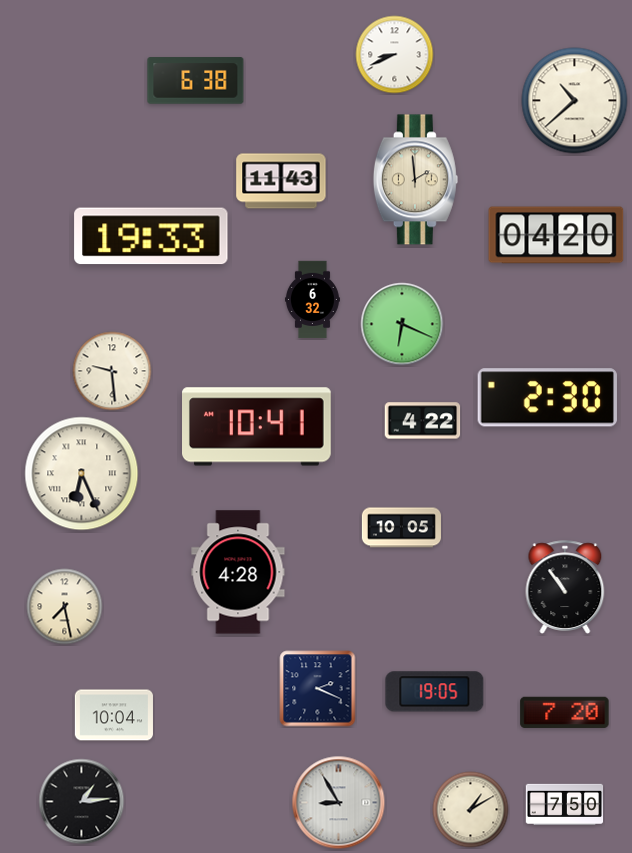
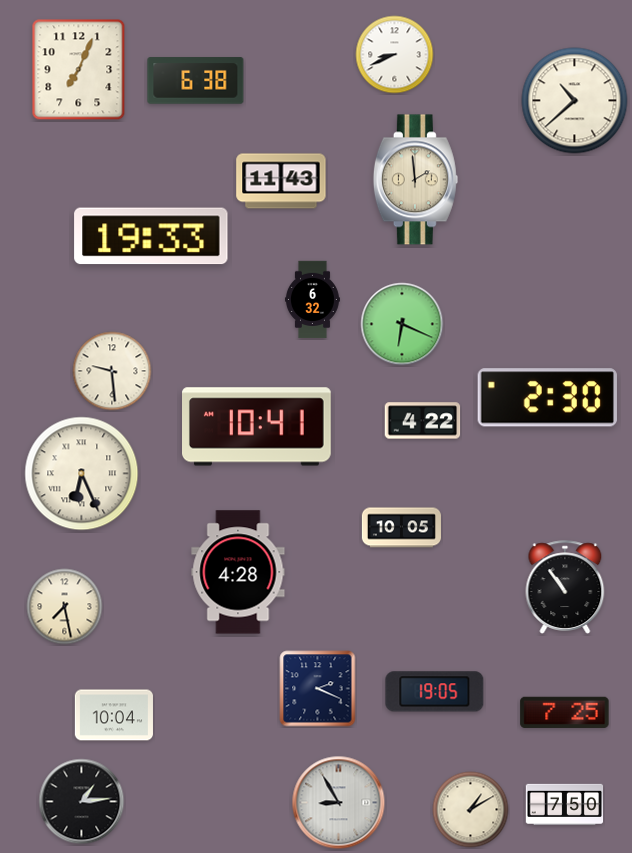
clock at (79, 70): none -> 7:04
clock at (556, 235): 04:20 -> none
clock at (565, 712): 7:20 -> 7:25
